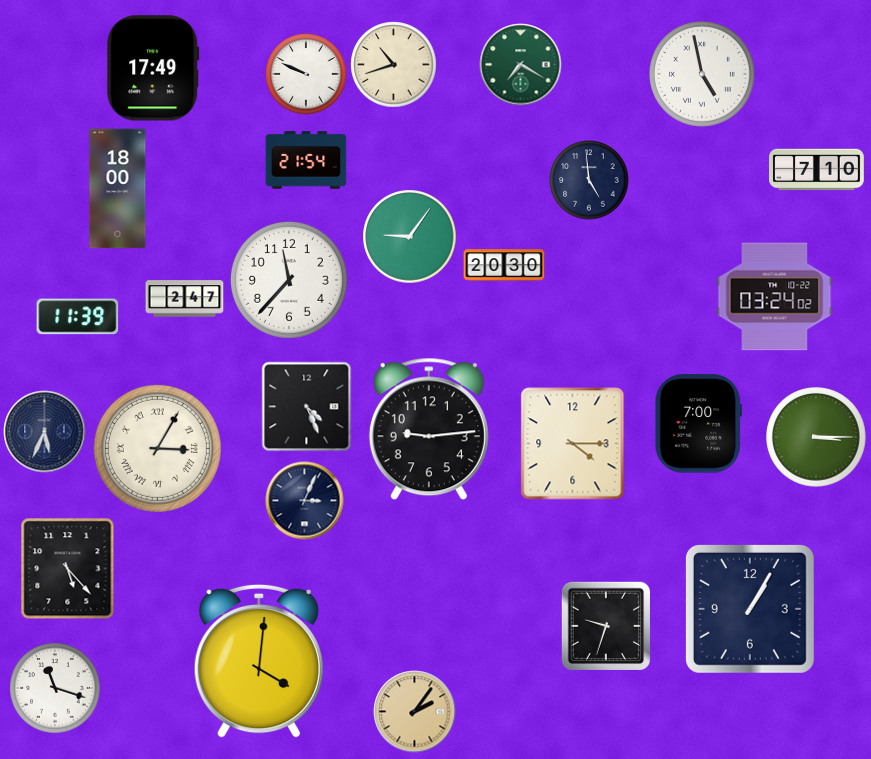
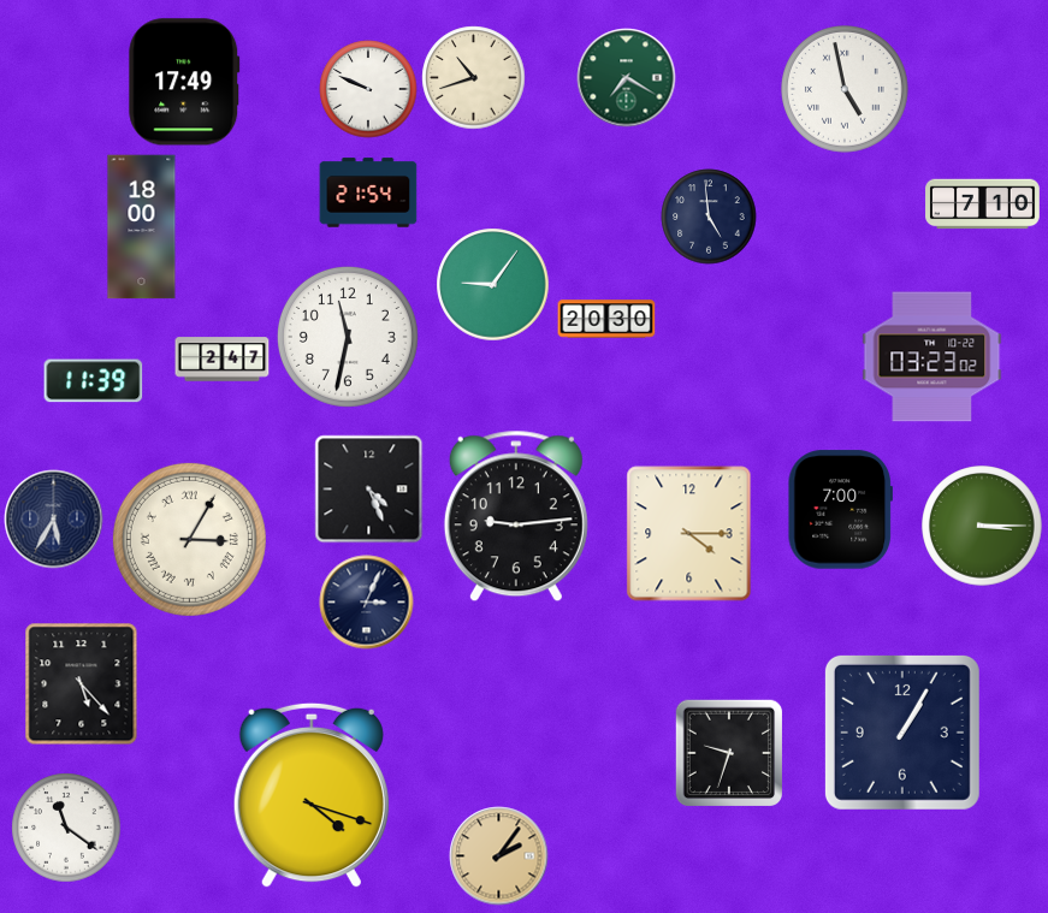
clock at (289, 280): 11:37 -> 11:32
clock at (775, 297): 03:24 -> 03:23
clock at (45, 432): 5:34 -> 5:35
clock at (259, 661): 4:01 -> 4:18
clock at (55, 688): 11:18 -> 11:21
